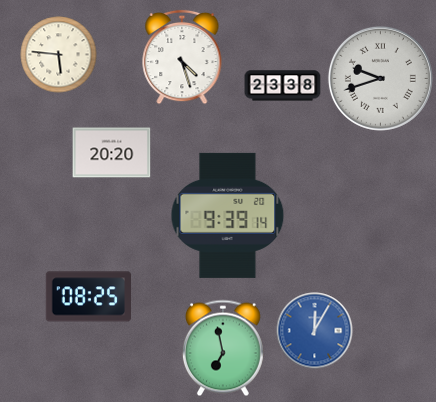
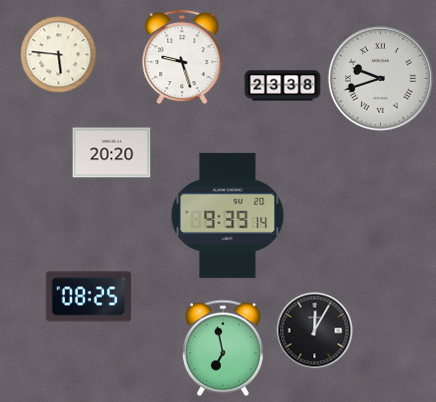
clock at (182, 57): 4:27 -> 9:27
clock at (315, 331) dial: blue -> black
